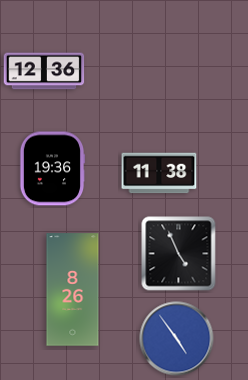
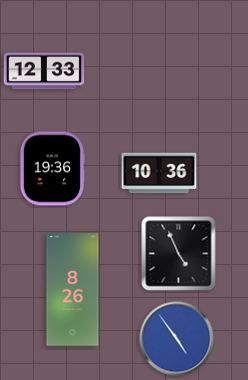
clock at (44, 71): 12:36 -> 12:33
clock at (159, 173): 11:38 -> 10:36
